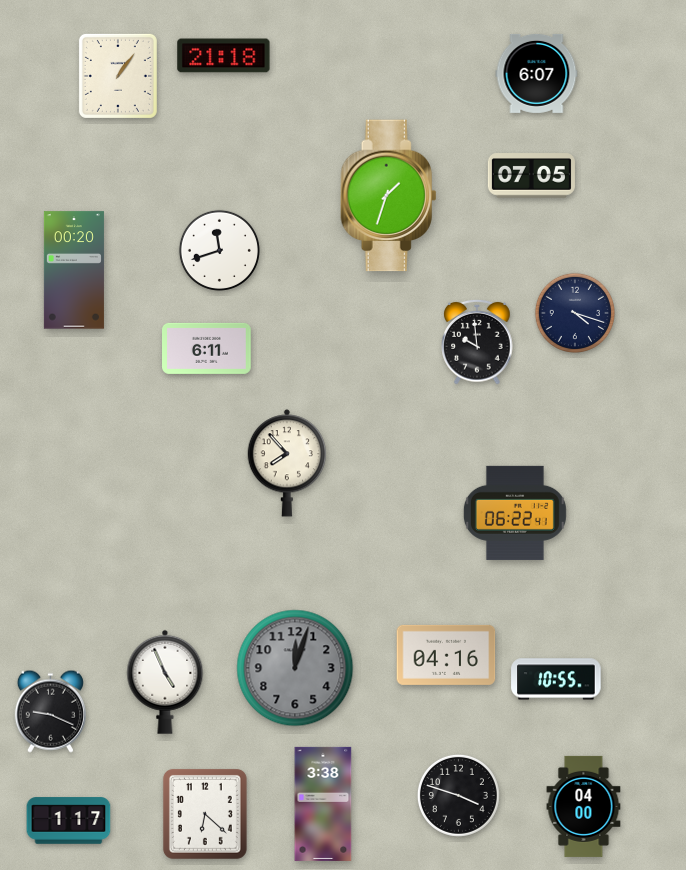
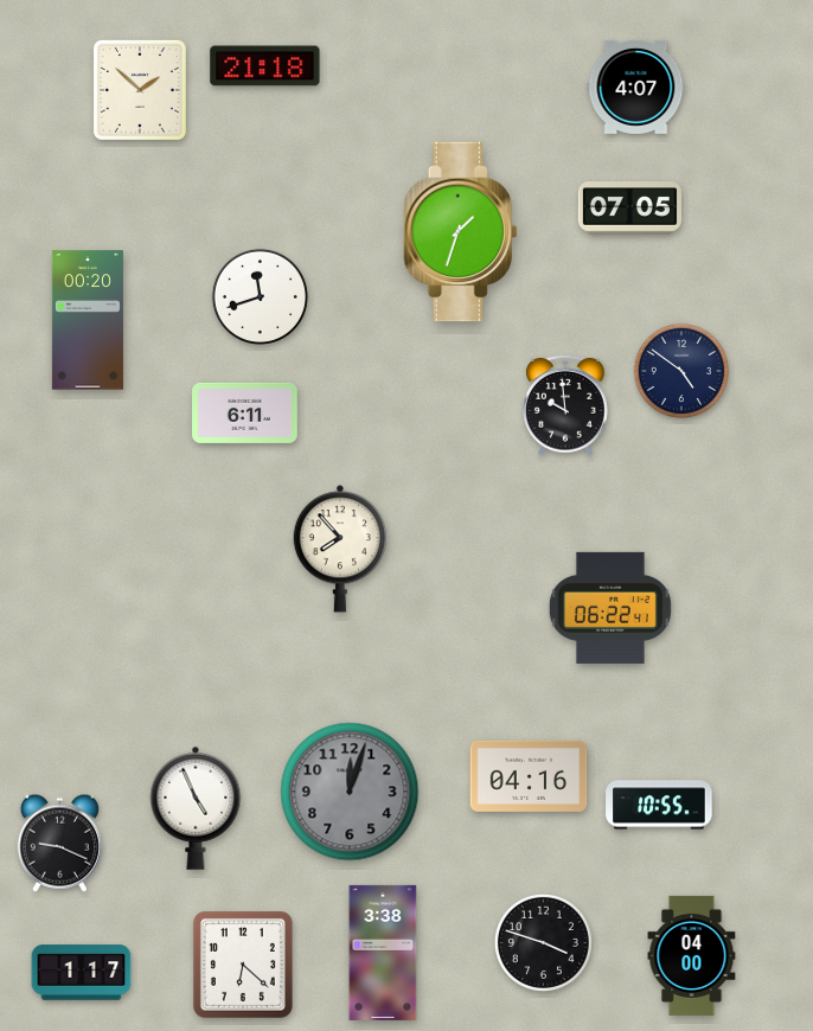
clock at (537, 73): 6:07 -> 4:07
clock at (118, 76): 1:06 -> 1:52
clock at (574, 312): 4:18 -> 4:51
